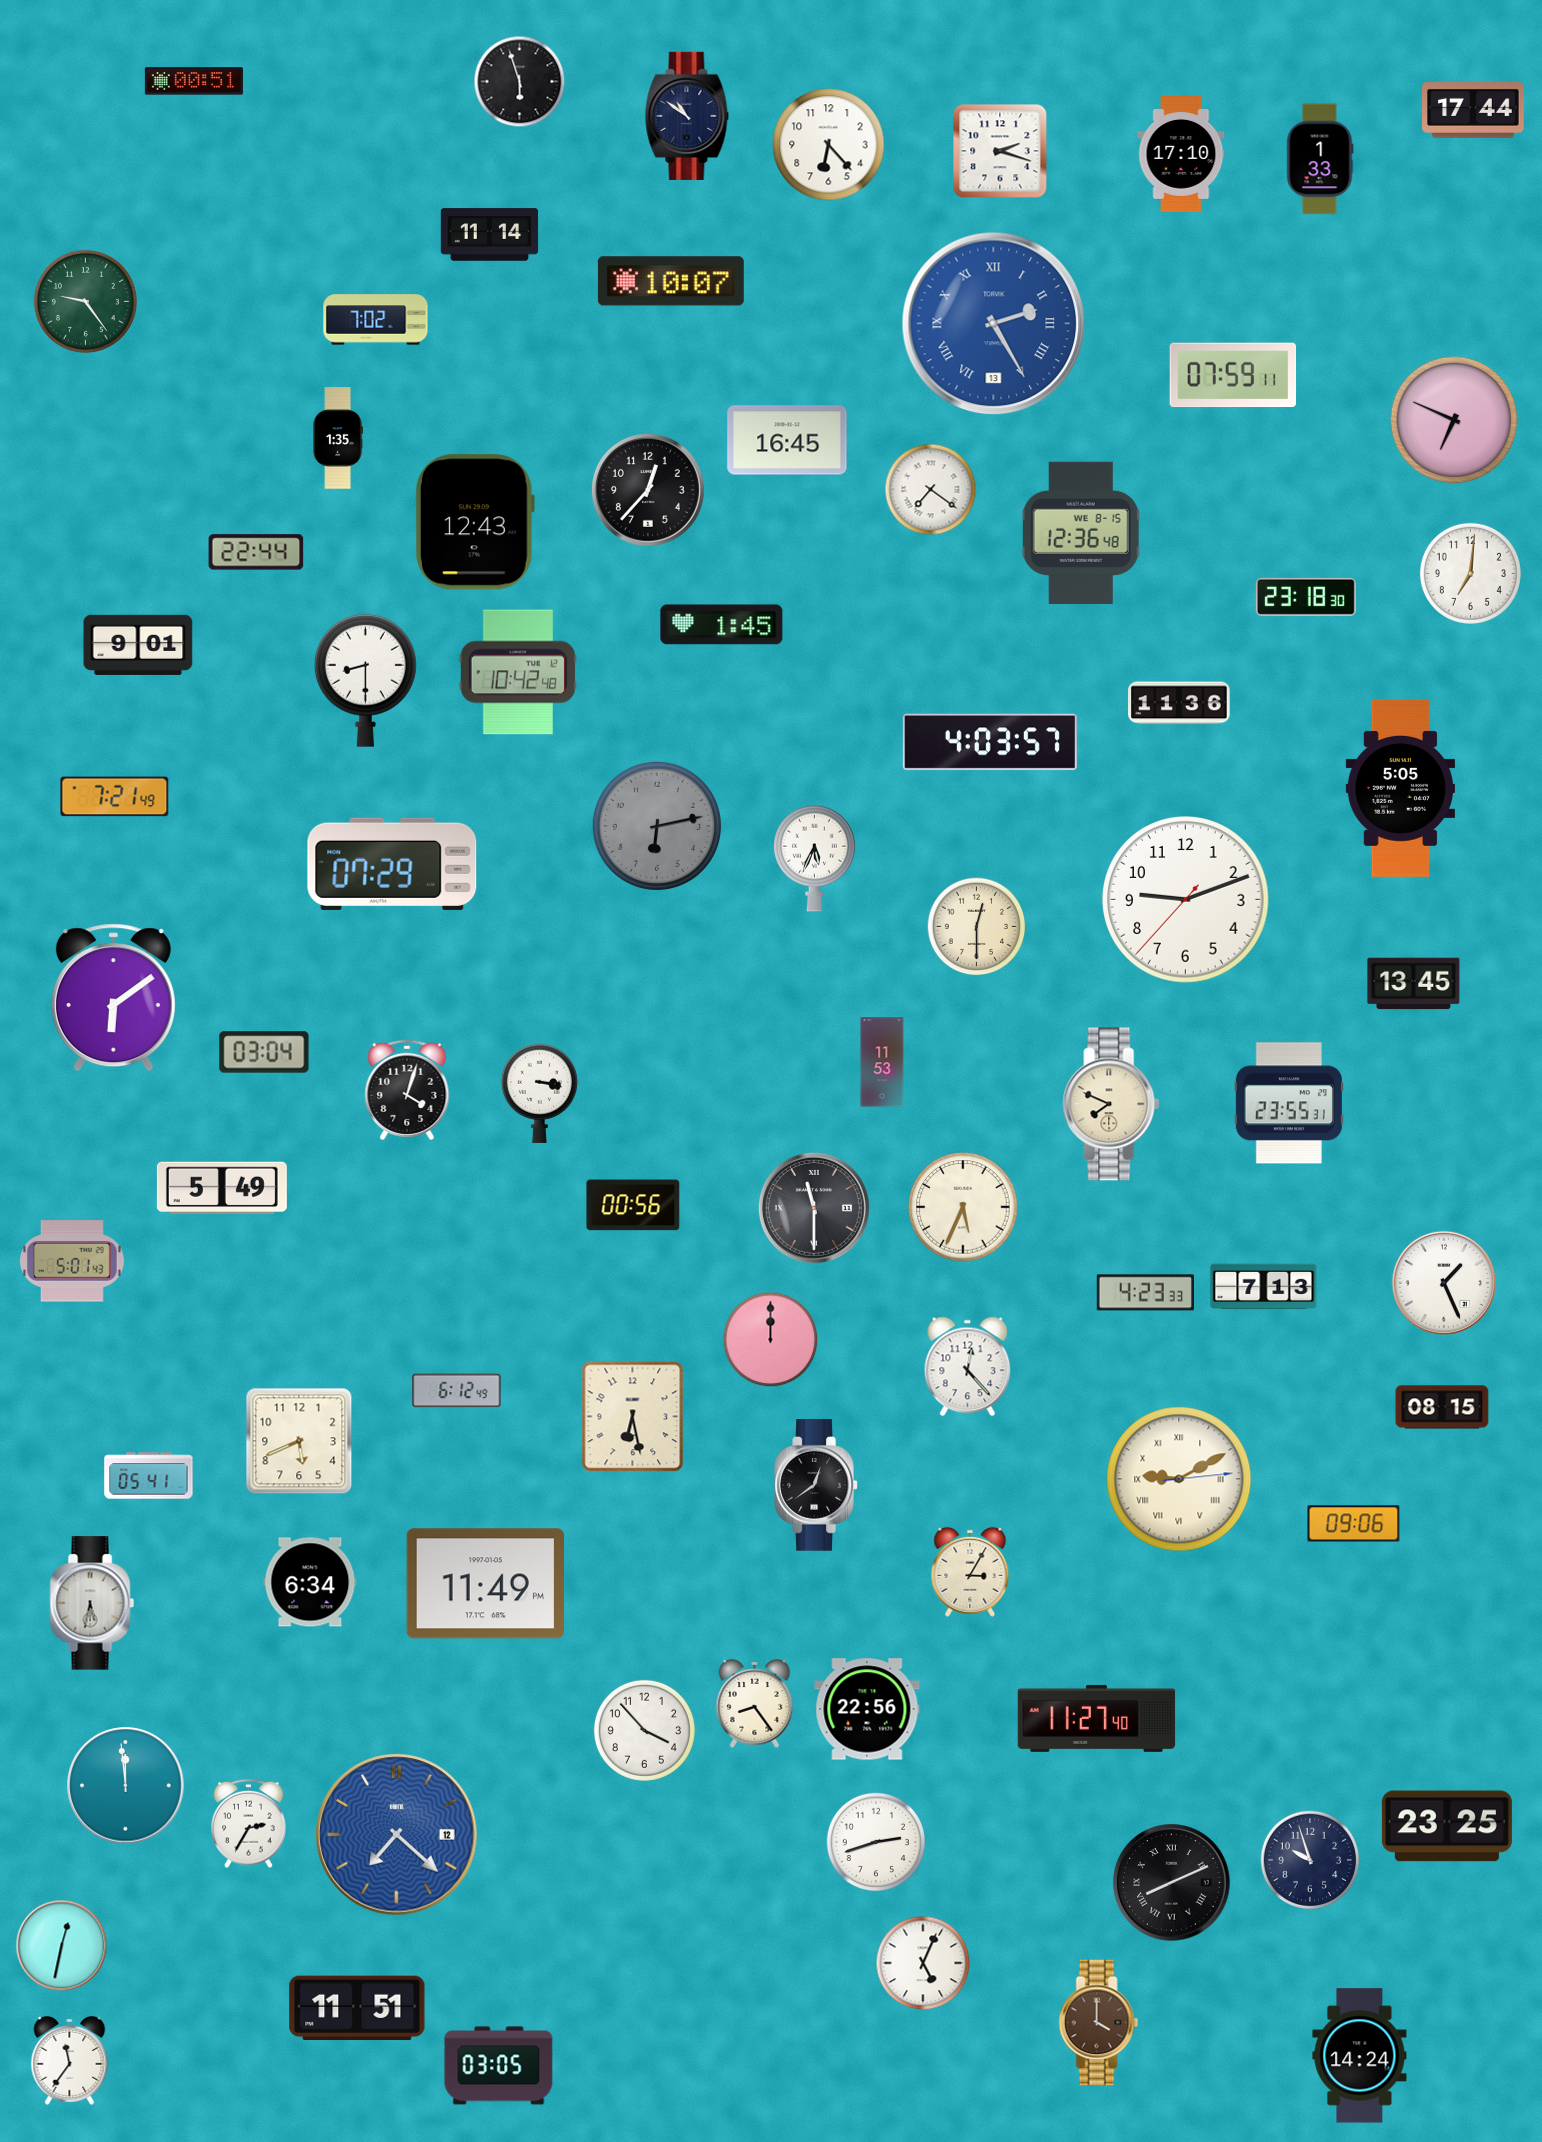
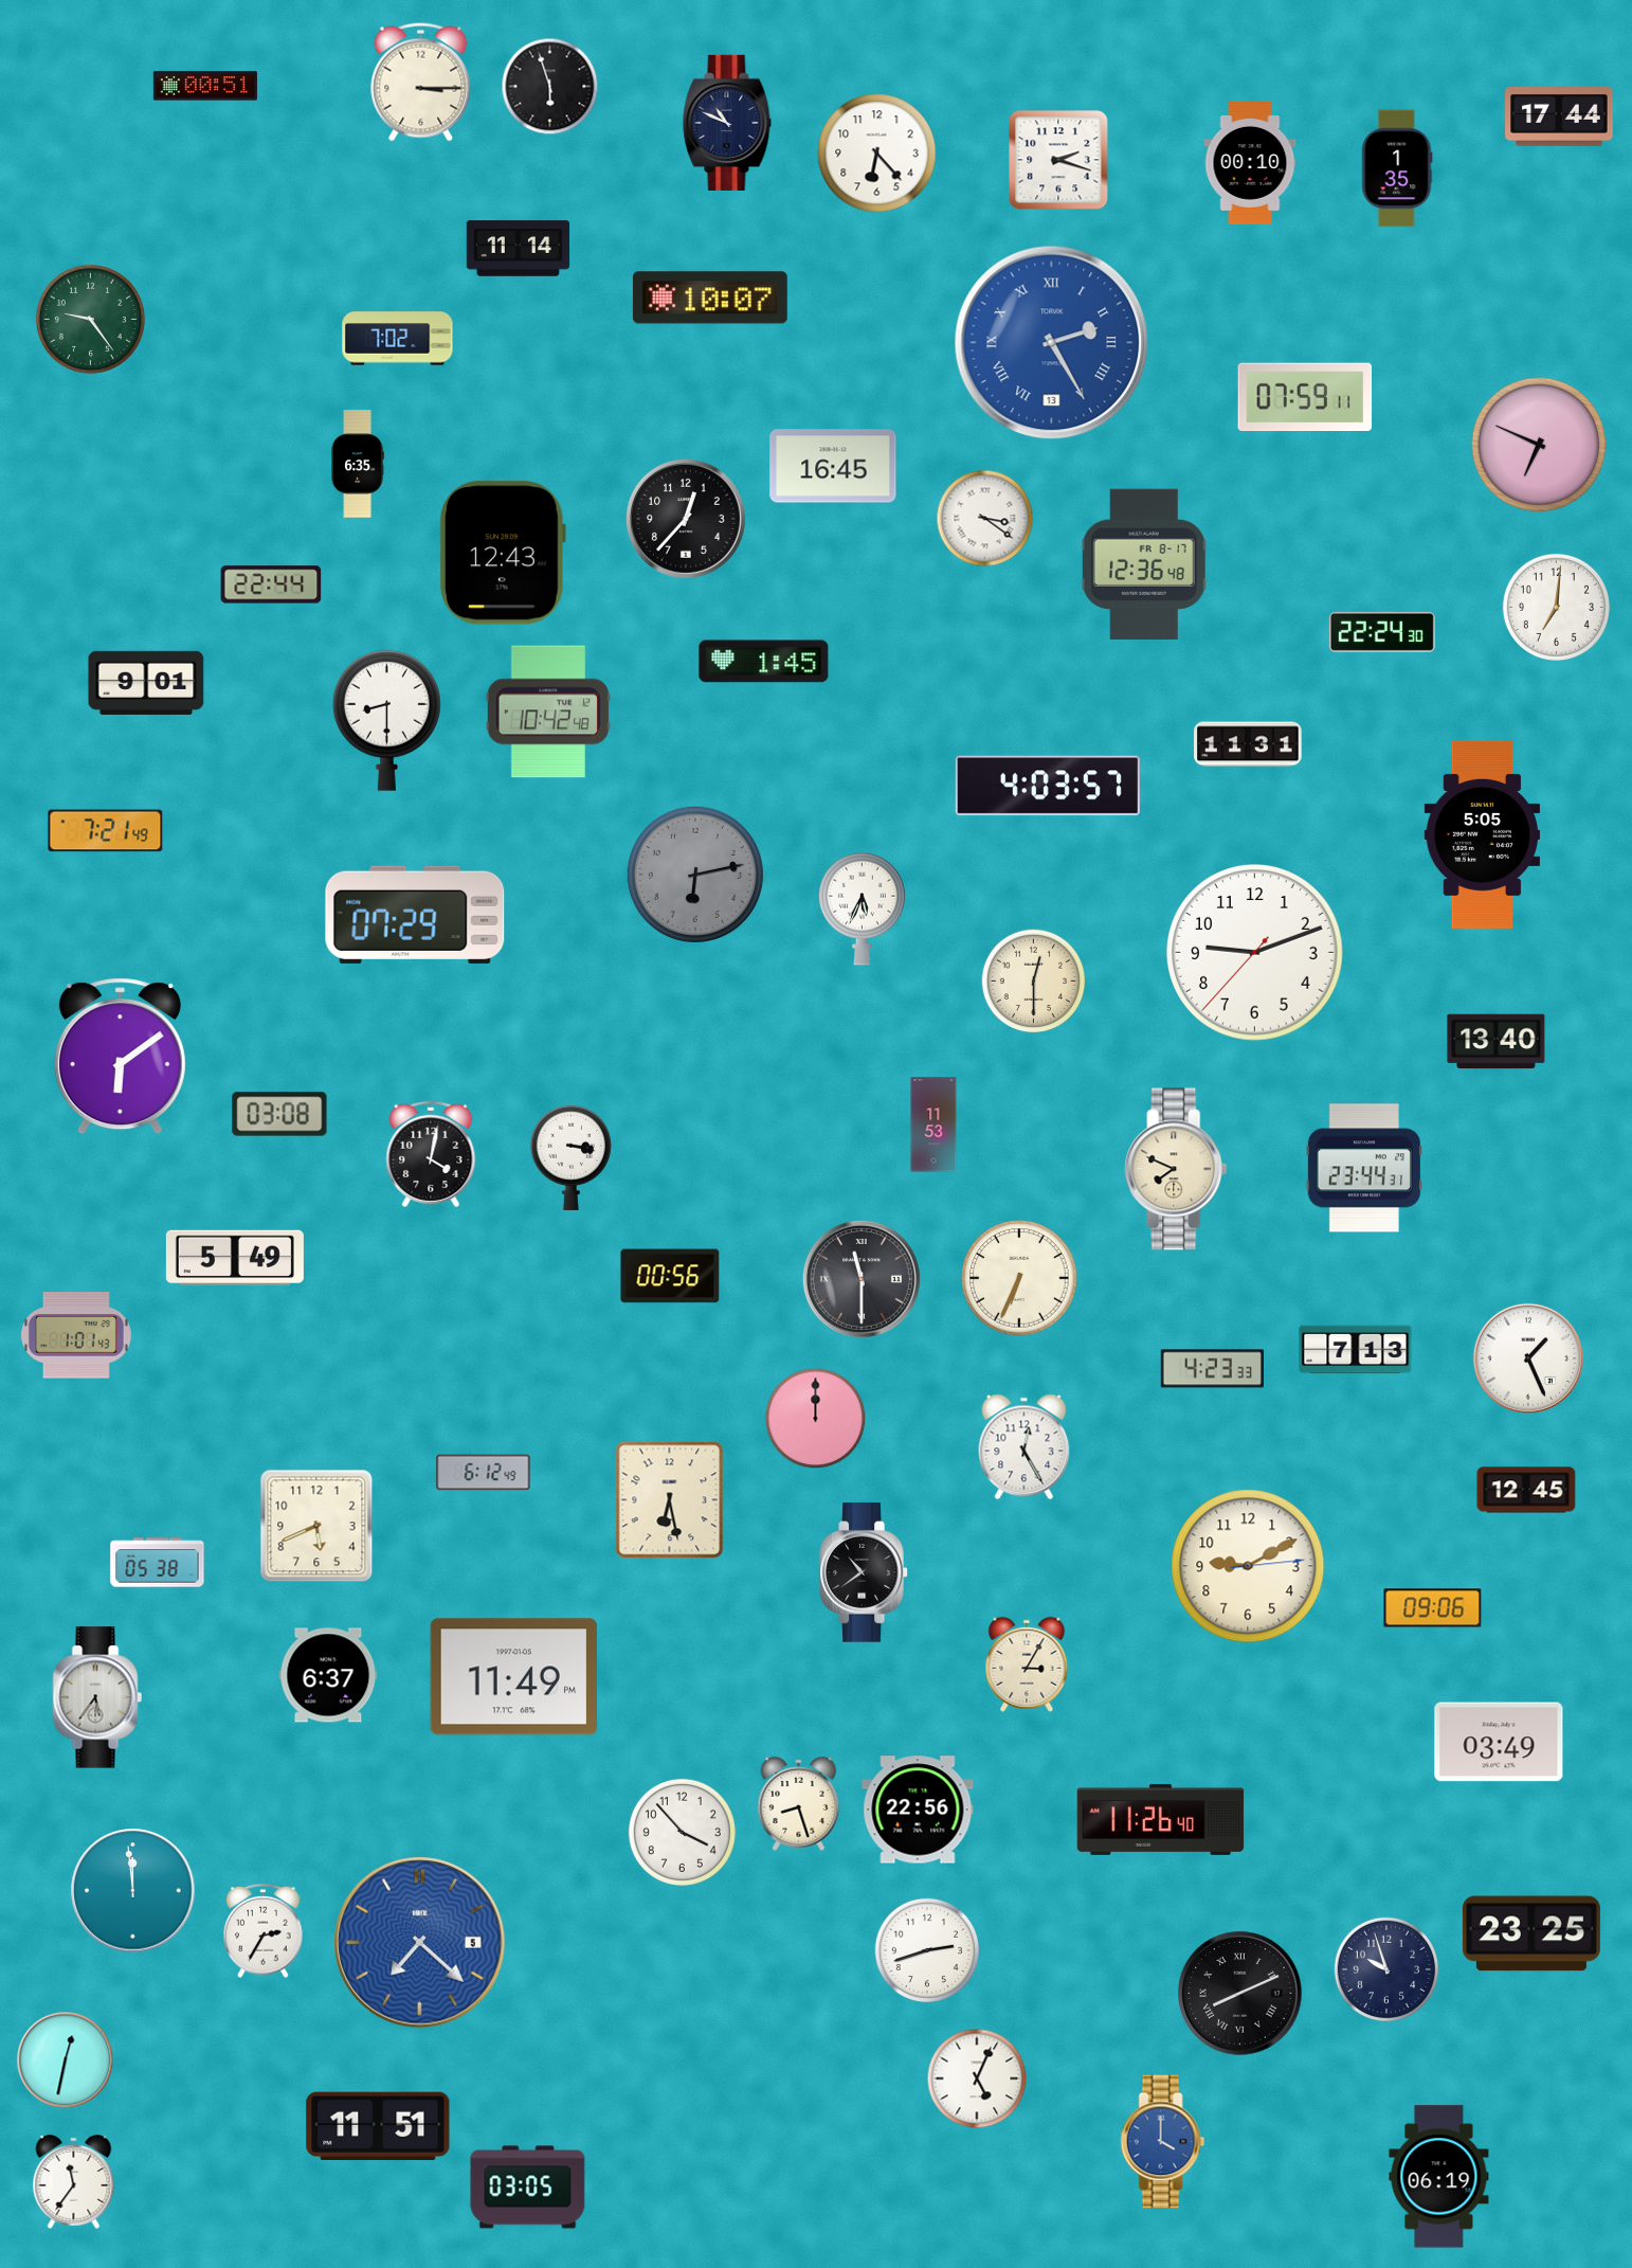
clock at (421, 83): none -> 3:15
clock at (687, 116): 10:51 -> 10:49
clock at (1181, 155): 17:10 -> 00:10
clock at (1320, 159): 1:33 -> 1:35
clock at (338, 438): 1:35 -> 6:35
clock at (931, 490): 7:21 -> 3:21
clock at (1081, 533) date: WE 8-15 -> FR 8-17
clock at (1306, 597): 23:18 -> 22:24
clock at (1179, 703): 11:36 -> 11:31
clock at (115, 797) position: (115, 797) -> (106, 831)
clock at (1414, 984): 13:45 -> 13:40
clock at (264, 1052): 03:04 -> 03:08
clock at (407, 1089): 4:03 -> 4:02
clock at (1289, 1103): 23:55 -> 23:44
clock at (963, 1207): 5:34 -> 6:34
clock at (72, 1261): 5:01 -> 1:01
clock at (1264, 1287) position: (1264, 1287) -> (1356, 1350)
clock at (968, 1367): 12:23 -> 12:25
clock at (1442, 1407): 08:15 -> 12:45
clock at (149, 1476): 05:41 -> 05:38
clock at (1179, 1479) numerals: Roman -> Arabic
clock at (816, 1486): 12:39 -> 10:39
clock at (1354, 1524) position: (1354, 1524) -> (1433, 1608)
clock at (310, 1582): 6:34 -> 6:37
clock at (92, 1603): 5:32 -> 5:36
clock at (1499, 1742): none -> 03:49
clock at (755, 1703): 8:24 -> 8:27
clock at (1097, 1718): 11:27 -> 11:26
clock at (397, 1835) date: 12 -> 5
clock at (1099, 2023) dial: brown -> blue
clock at (1360, 2056): 14:24 -> 06:19
